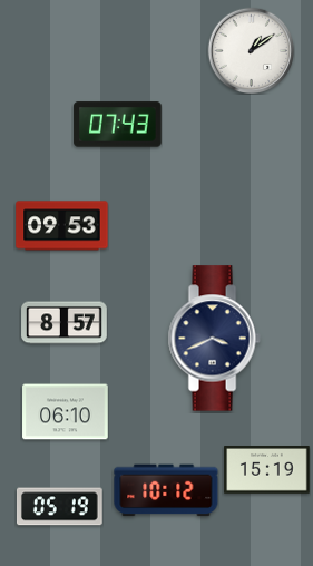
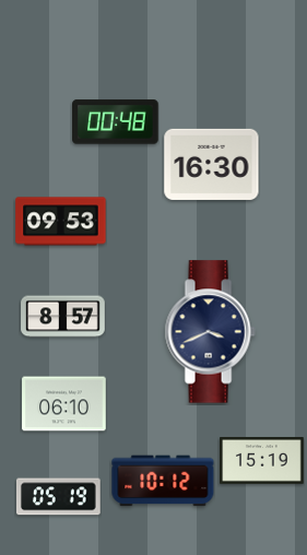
clock at (251, 50): 1:09 -> none
clock at (118, 125): 07:43 -> 00:48
clock at (212, 164): none -> 16:30
